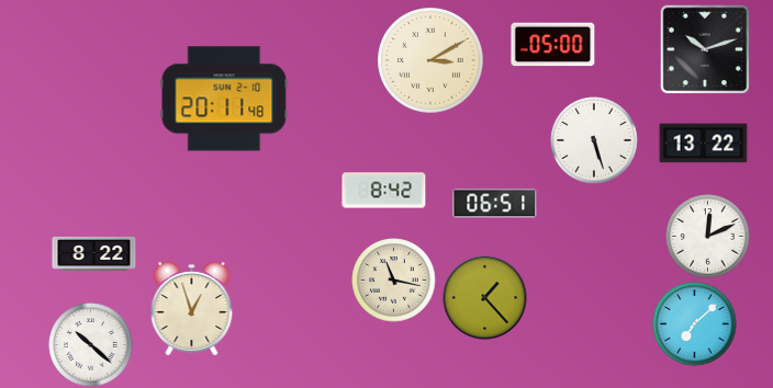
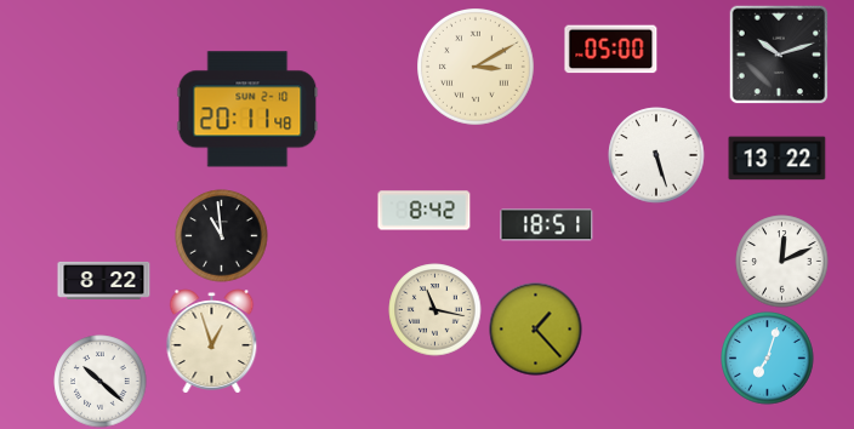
clock at (495, 204): 06:51 -> 18:51
clock at (222, 236): none -> 10:59
clock at (695, 324): 7:08 -> 7:03
